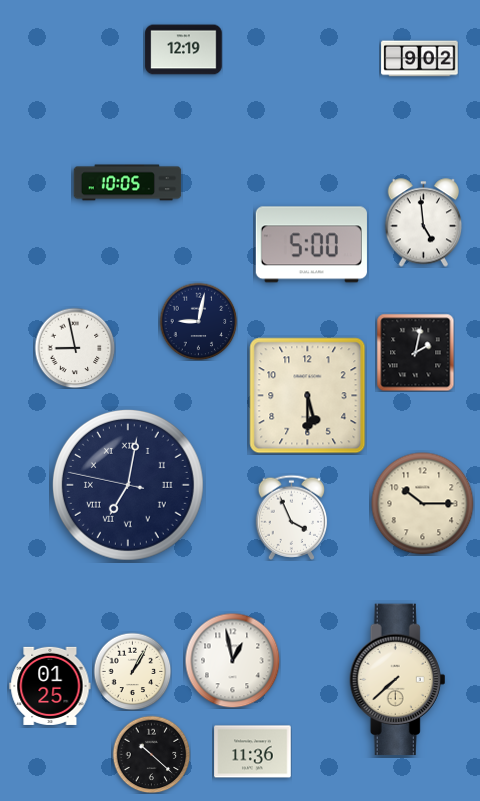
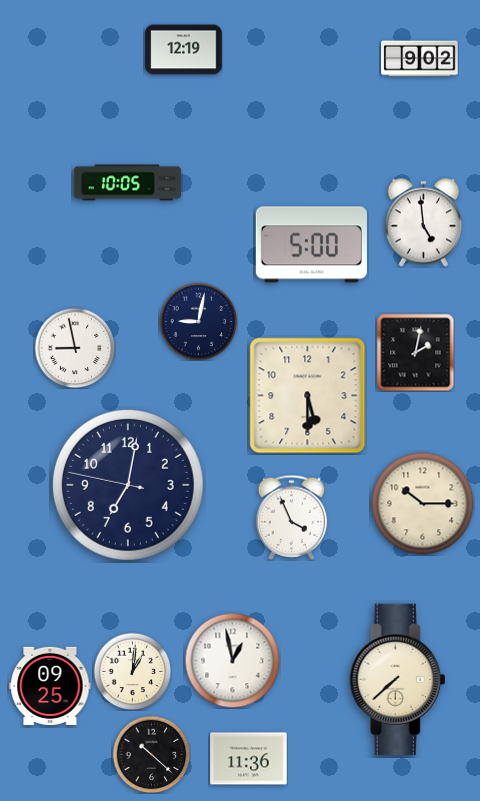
clock at (128, 485) numerals: Roman -> Arabic
clock at (132, 671): 1:05 -> 1:01
clock at (50, 686): 01:25 -> 09:25
clock at (253, 752) position: (253, 752) -> (249, 759)
